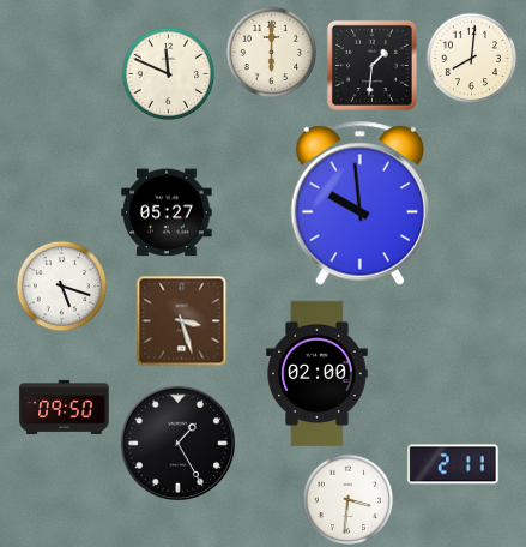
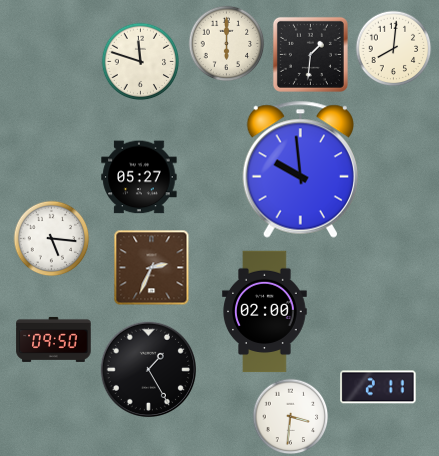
clock at (169, 74): 11:49 -> 11:48
clock at (62, 287): 5:18 -> 5:16
clock at (182, 321): 3:27 -> 2:34
